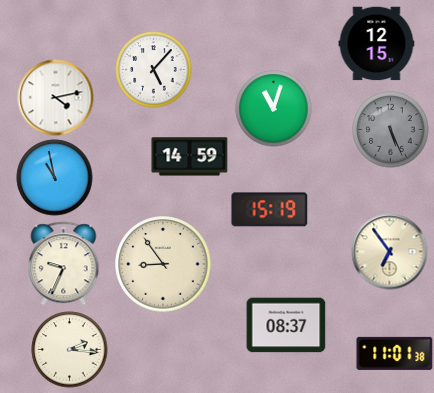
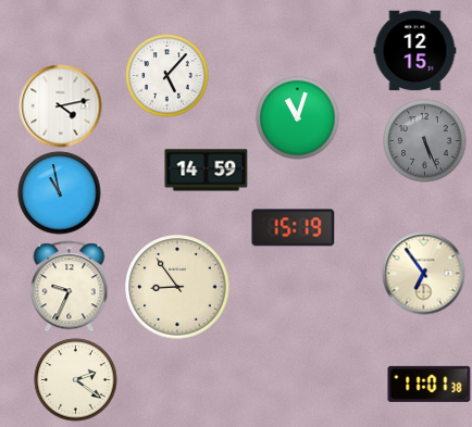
clock at (377, 44) position: (377, 44) -> (415, 51)
clock at (286, 325): 08:37 -> none
clock at (70, 350): 2:16 -> 2:21
